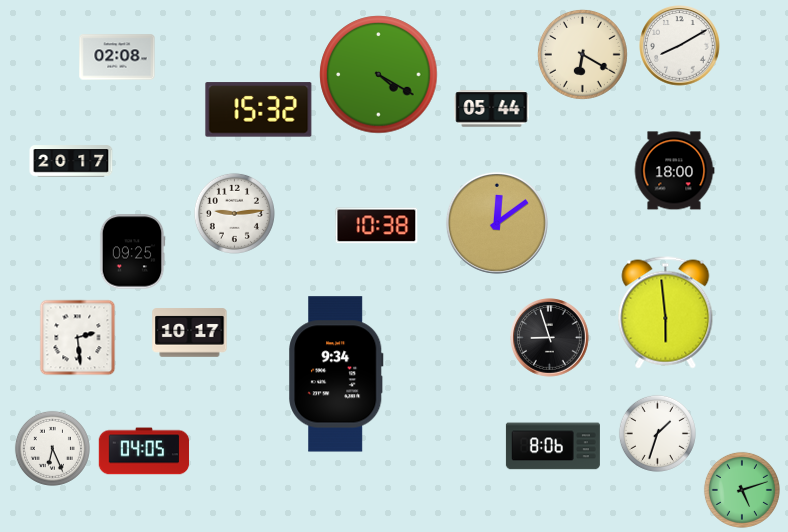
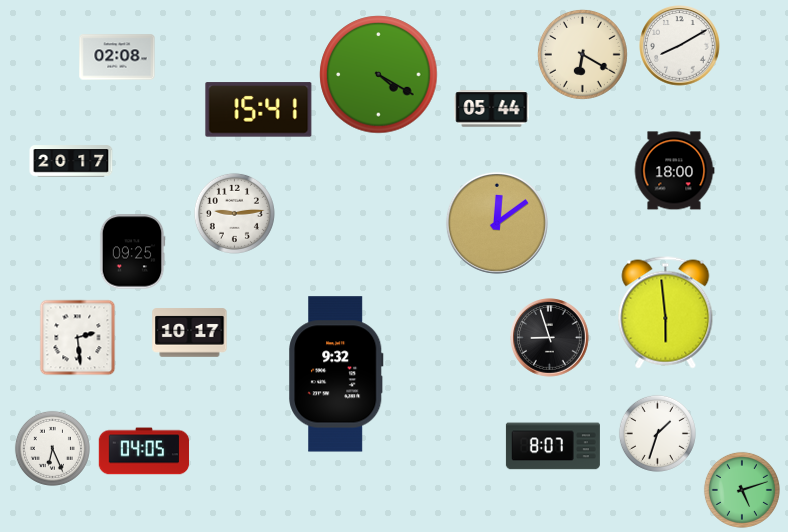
clock at (259, 110): 15:32 -> 15:41
clock at (377, 226): 10:38 -> none
clock at (336, 374): 9:34 -> 9:32
clock at (553, 446): 8:06 -> 8:07
